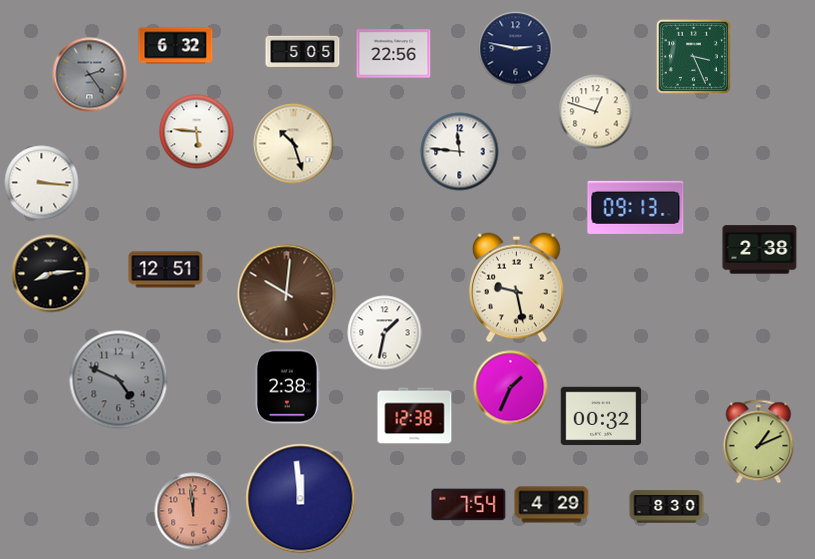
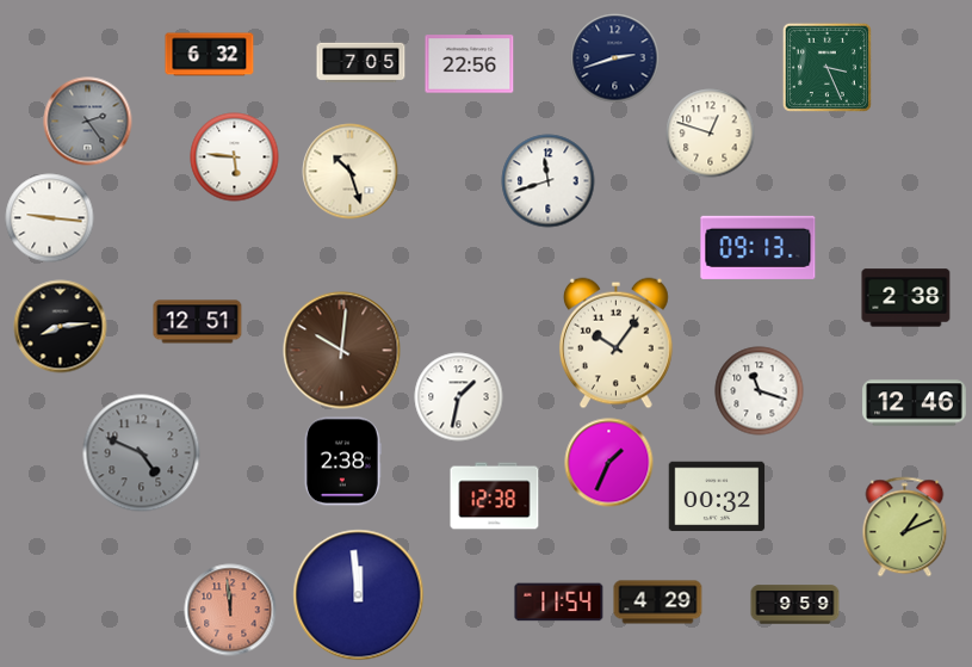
clock at (516, 49): 2:47 -> 2:42
clock at (303, 53): 5:05 -> 7:05
clock at (90, 75) position: (90, 75) -> (88, 122)
clock at (460, 152): 11:46 -> 11:42
clock at (42, 183): 3:16 -> 9:16
clock at (516, 288): 9:28 -> 10:06
clock at (760, 391): none -> 11:18
clock at (915, 403): none -> 12:46
clock at (469, 505): 7:54 -> 11:54
clock at (667, 507): 8:30 -> 9:59
